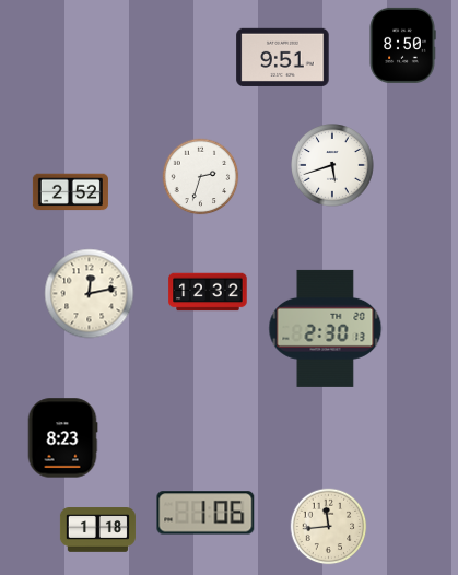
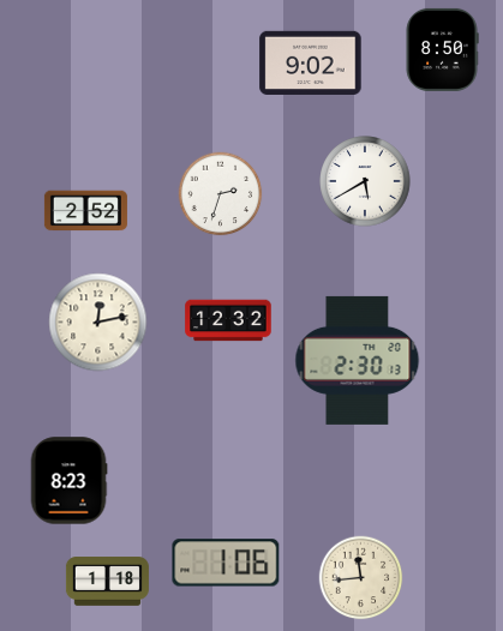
clock at (283, 57): 9:51 -> 9:02
clock at (332, 165): 5:42 -> 5:40
clock at (70, 192) position: (70, 192) -> (85, 211)
